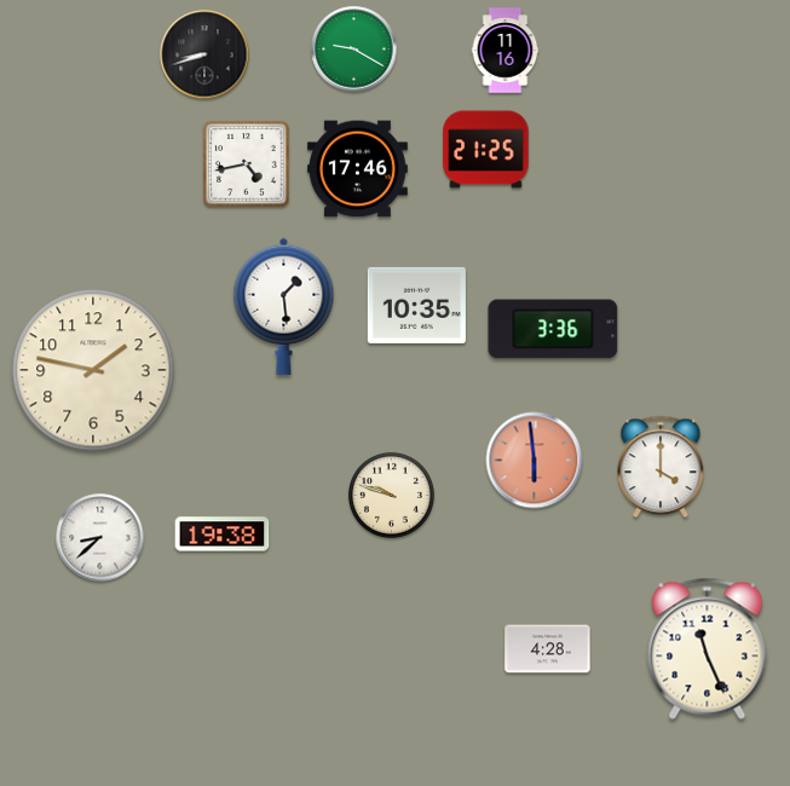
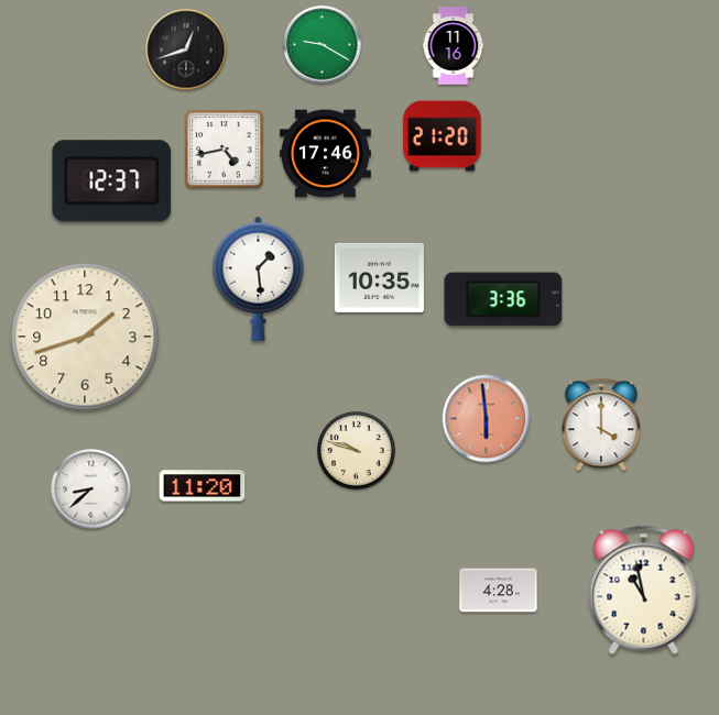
clock at (506, 51) position: (506, 51) -> (454, 46)
clock at (204, 54): 8:42 -> 12:42
clock at (486, 150): 21:25 -> 21:20
clock at (112, 182): none -> 12:37
clock at (93, 370): 1:47 -> 1:42
clock at (223, 534): 19:38 -> 11:20
clock at (708, 648): 11:26 -> 10:58
